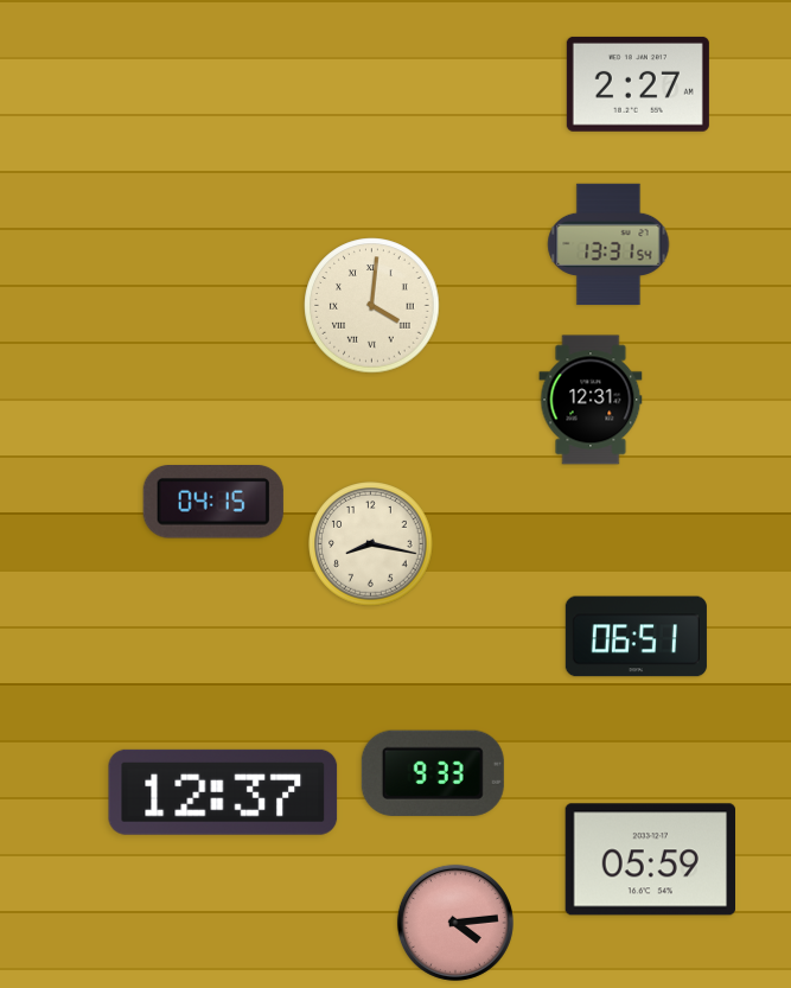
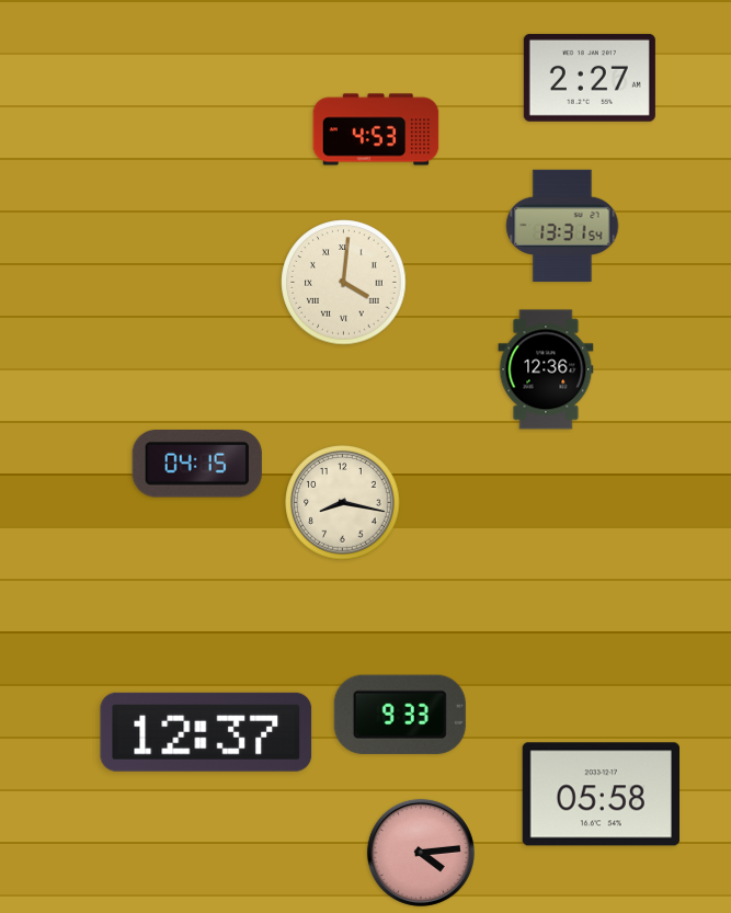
clock at (376, 129): none -> 4:53
clock at (591, 400): 12:31 -> 12:36
clock at (636, 637): 06:51 -> none
clock at (650, 860): 05:59 -> 05:58
